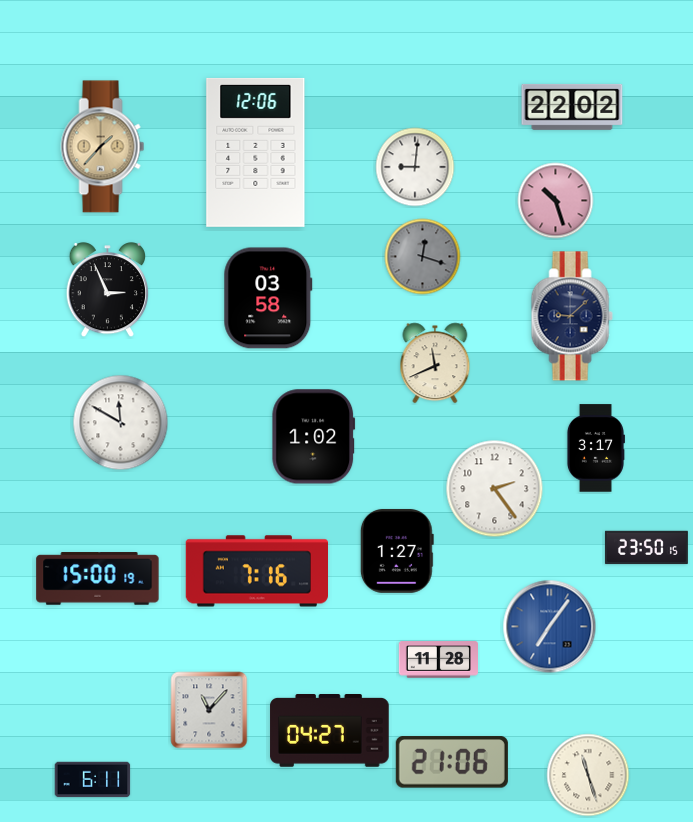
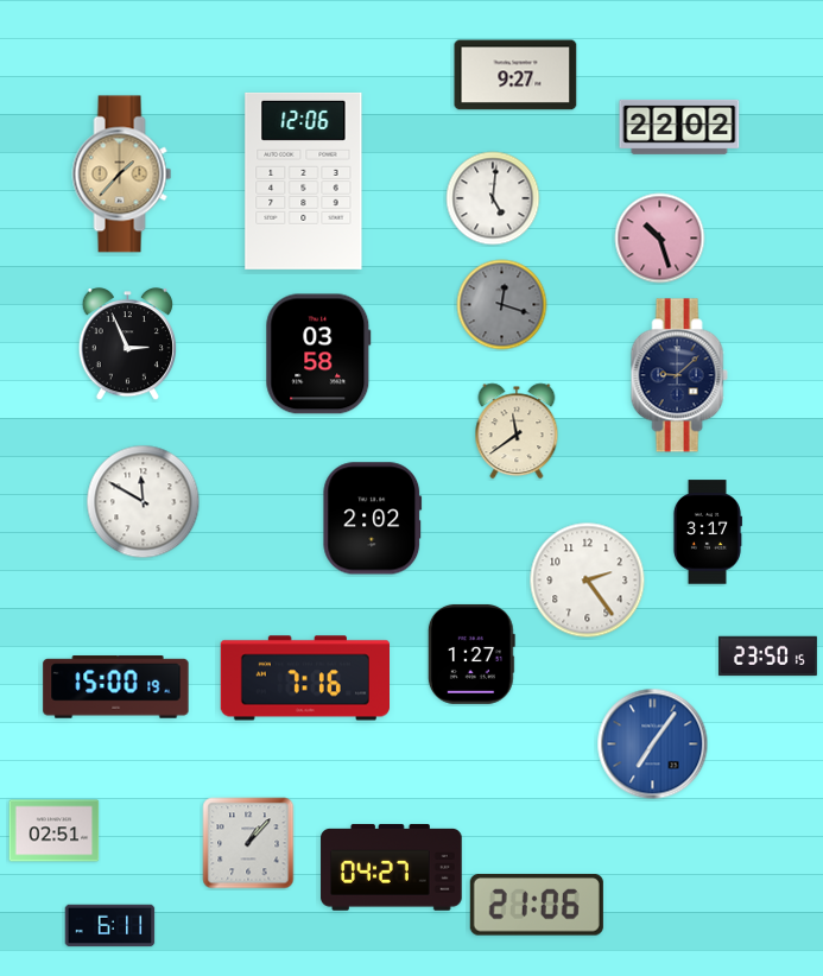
clock at (515, 75): none -> 9:27
clock at (415, 167): 9:01 -> 5:01
clock at (435, 363): 11:41 -> 11:39
clock at (314, 437): 1:02 -> 2:02
clock at (646, 548) position: (646, 548) -> (767, 657)
clock at (438, 660): 11:28 -> none
clock at (55, 831): none -> 02:51
clock at (209, 710): 11:07 -> 1:07
clock at (588, 775): 11:27 -> none
